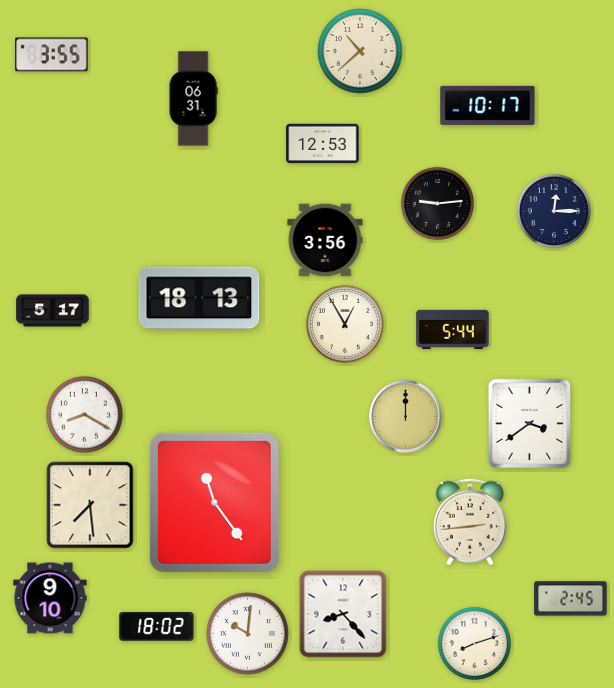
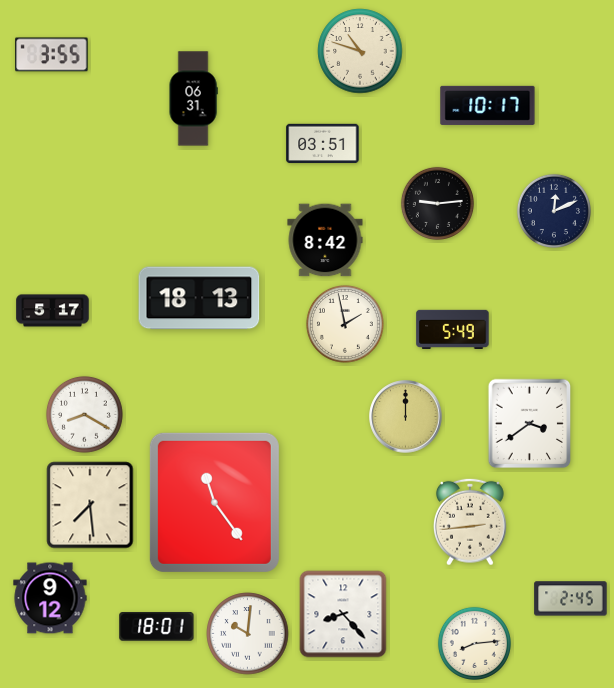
clock at (360, 51): 10:38 -> 10:48
clock at (323, 144): 12:53 -> 03:51
clock at (554, 211): 12:15 -> 12:11
clock at (325, 240): 3:56 -> 8:42
clock at (345, 324): 12:55 -> 1:58
clock at (453, 329): 5:44 -> 5:49
clock at (50, 598): 9:10 -> 9:12
clock at (157, 627): 18:02 -> 18:01
clock at (474, 643): 8:12 -> 8:14
